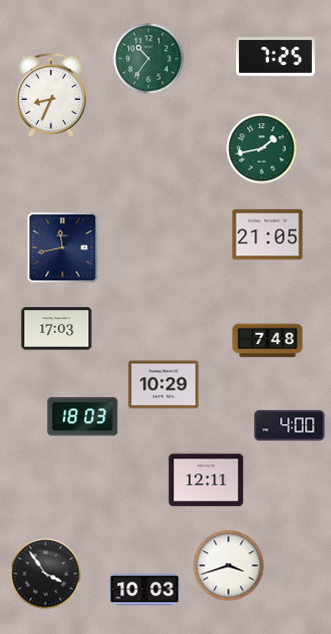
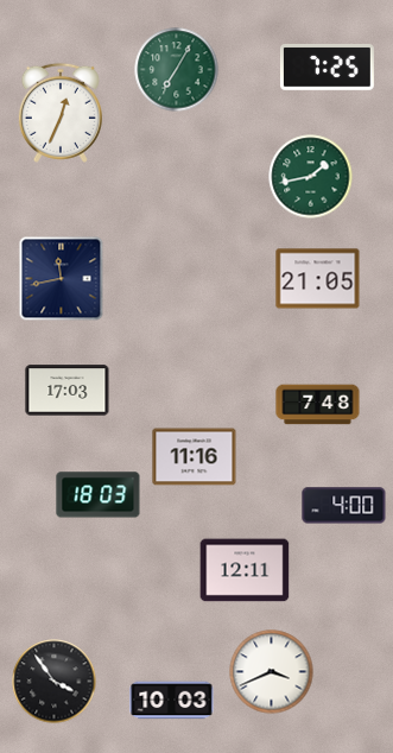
clock at (149, 59): 10:36 -> 7:05
clock at (51, 95): 8:34 -> 12:34
clock at (63, 248) position: (63, 248) -> (62, 279)
clock at (164, 385): 10:29 -> 11:16
clock at (229, 566): 3:42 -> 3:41
